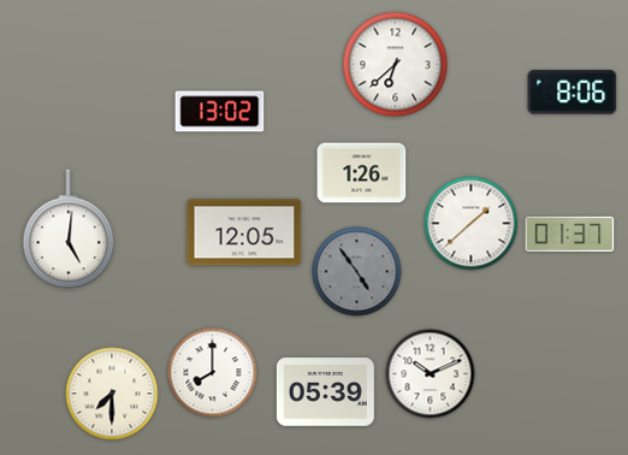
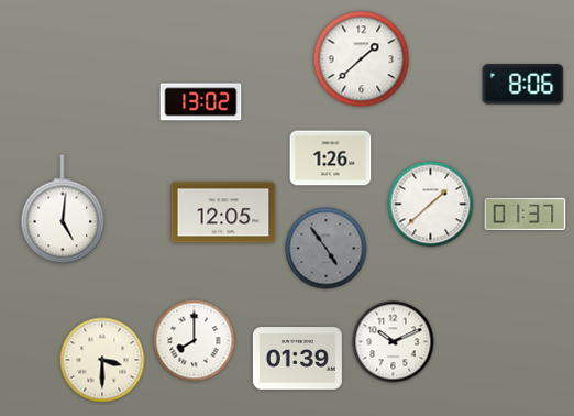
clock at (396, 65): 6:38 -> 1:38
clock at (570, 234) position: (570, 234) -> (526, 214)
clock at (325, 392): 05:39 -> 01:39
clock at (112, 394): 7:30 -> 3:30
